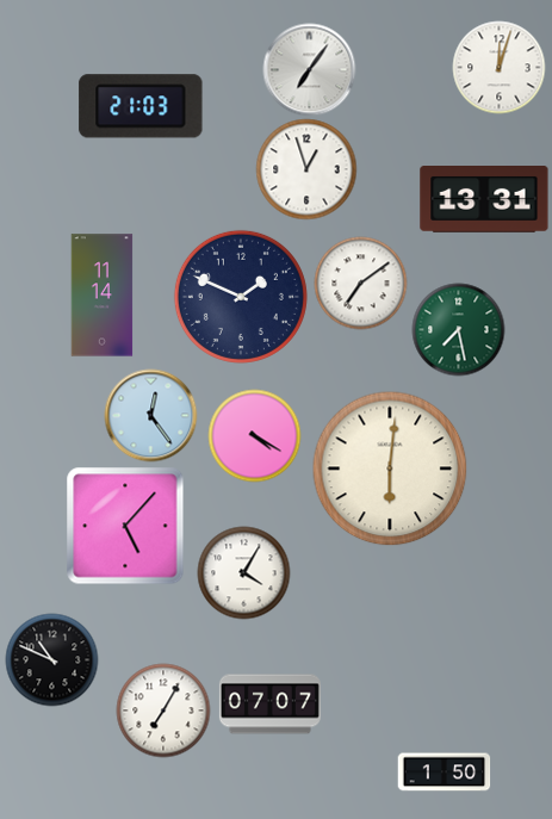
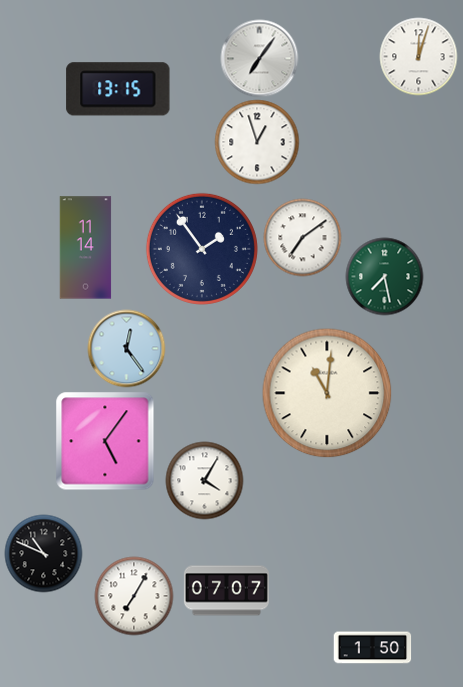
clock at (141, 106): 21:03 -> 13:15
clock at (484, 200): 13:31 -> none
clock at (241, 297): 1:49 -> 1:54
clock at (254, 435): 4:20 -> none
clock at (390, 469): 6:01 -> 11:01
clock at (125, 526): 5:07 -> 5:06
clock at (163, 711) position: (163, 711) -> (134, 596)
